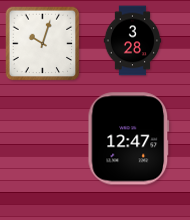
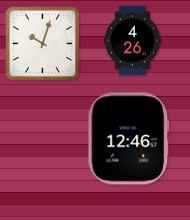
clock at (133, 41): 3:28 -> 4:26
clock at (129, 139): 12:47 -> 12:46
